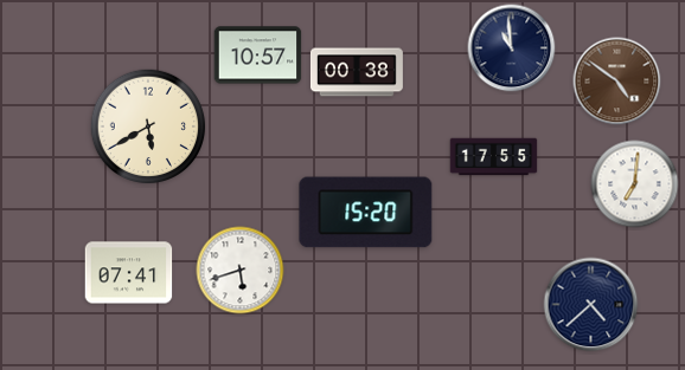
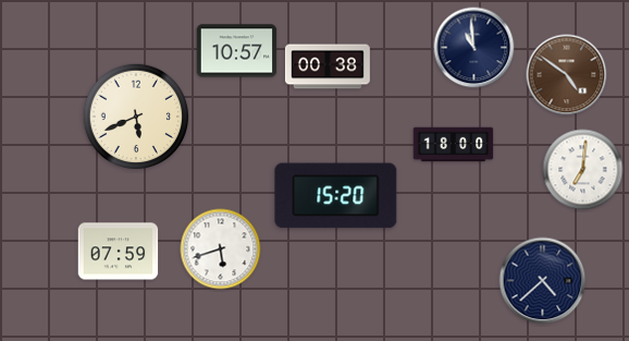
clock at (512, 48) position: (512, 48) -> (474, 48)
clock at (148, 126): 5:40 -> 5:41
clock at (494, 157): 17:55 -> 18:00
clock at (129, 273): 07:41 -> 07:59
